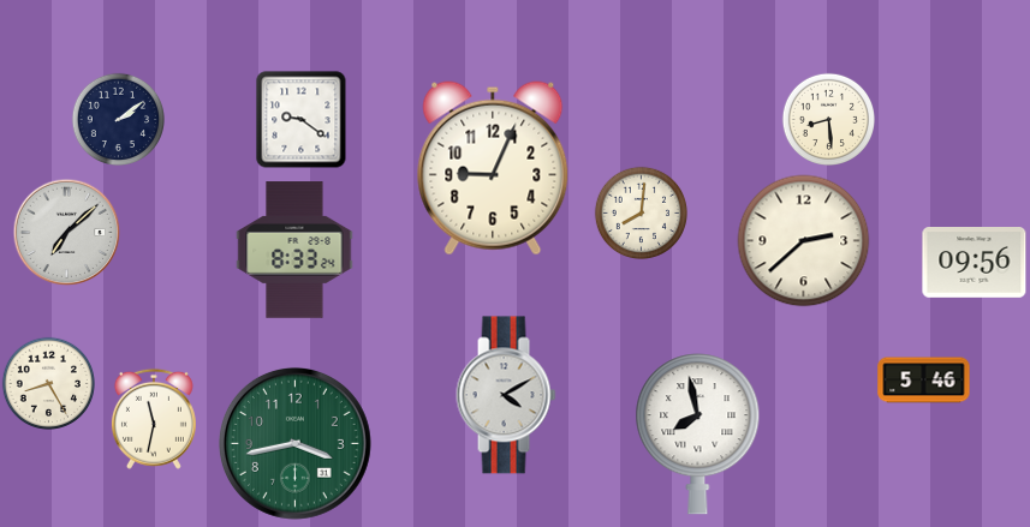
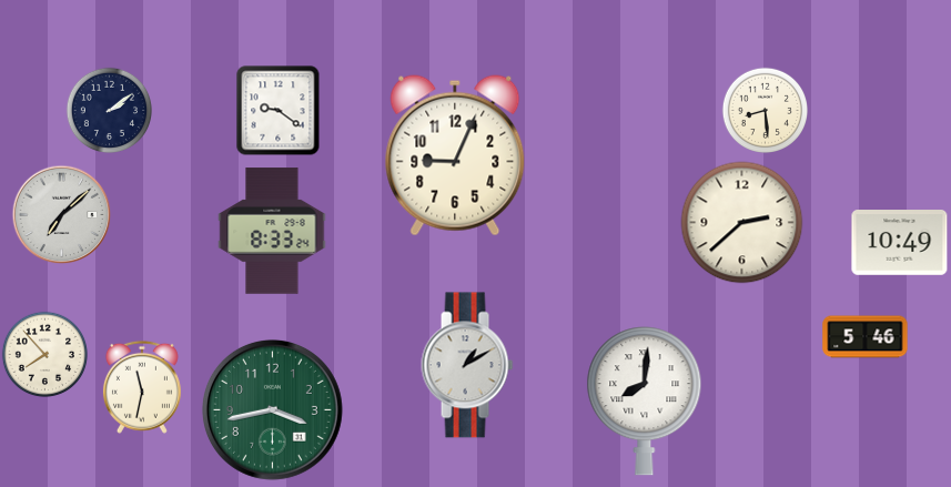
clock at (641, 212): 8:01 -> none
clock at (975, 263): 09:56 -> 10:49
clock at (924, 381) position: (924, 381) -> (866, 337)
clock at (48, 383): 8:25 -> 7:53
clock at (506, 395): 4:10 -> 1:10
clock at (698, 435): 7:58 -> 8:01
